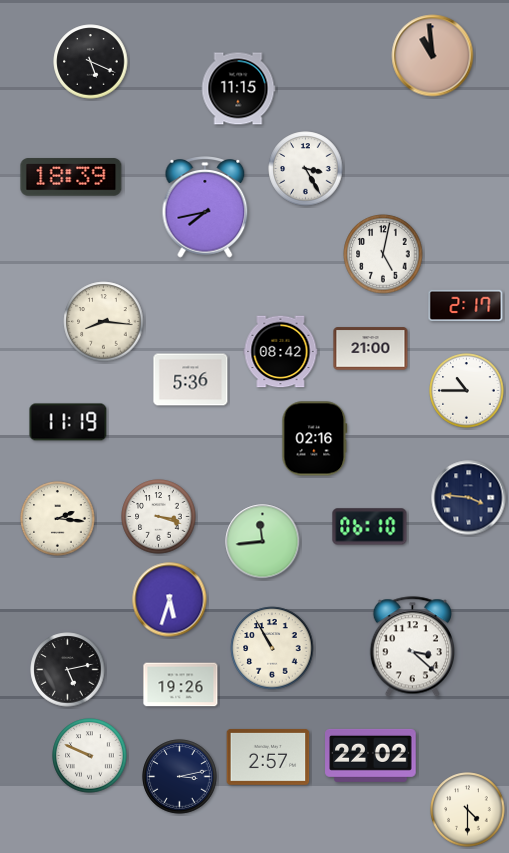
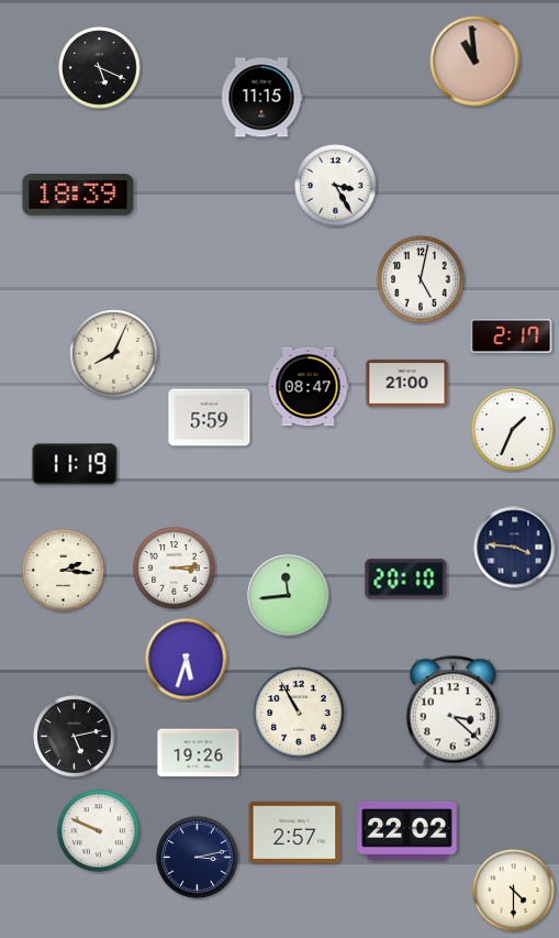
clock at (205, 207): 7:43 -> none
clock at (104, 322): 8:16 -> 8:04
clock at (281, 352): 08:42 -> 08:47
clock at (191, 380): 5:36 -> 5:59
clock at (467, 391): 10:45 -> 1:34
clock at (315, 439): 02:16 -> none
clock at (159, 517): 3:18 -> 3:14
clock at (370, 527): 06:10 -> 20:10
clock at (180, 777) position: (180, 777) -> (198, 858)
